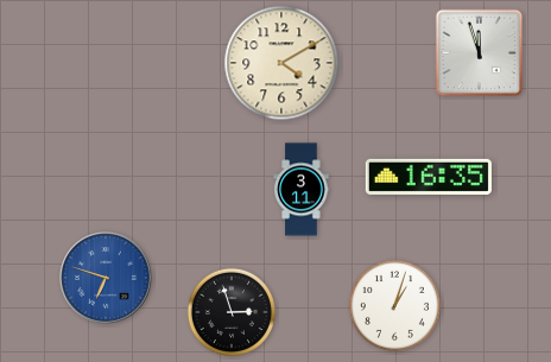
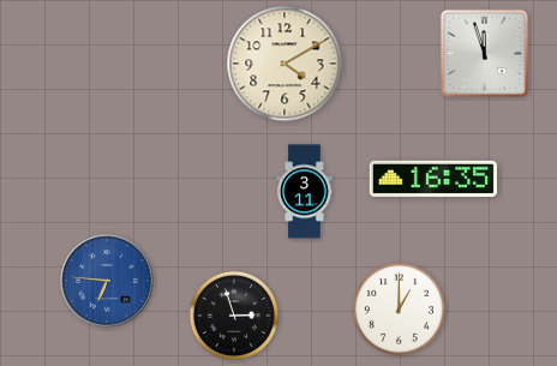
clock at (106, 278): 6:48 -> 6:46
clock at (394, 305): 1:03 -> 1:00
